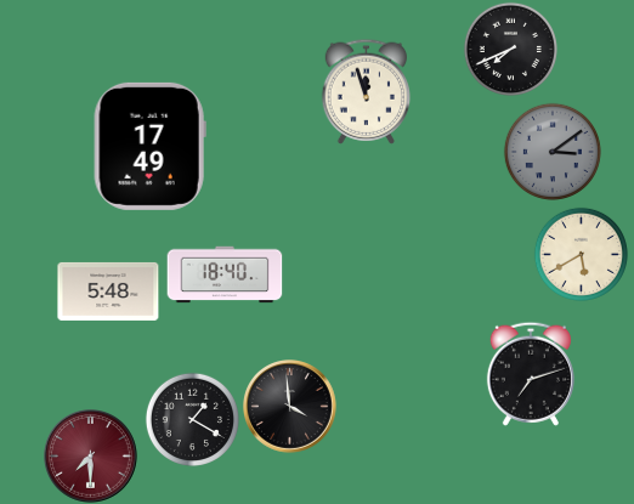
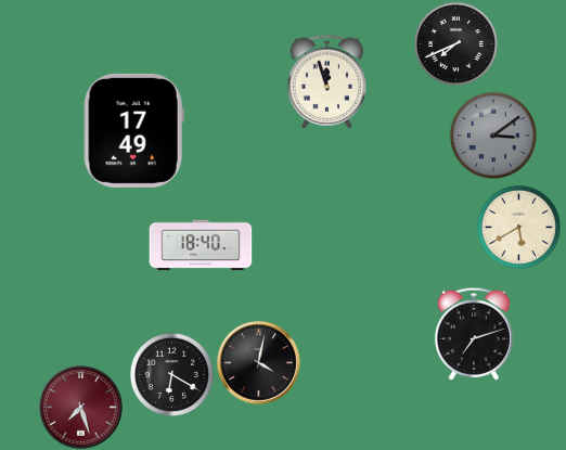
clock at (108, 291): 5:48 -> none
clock at (290, 407): 3:59 -> 4:02
clock at (192, 419): 1:20 -> 6:20
clock at (91, 457): 7:30 -> 7:27
